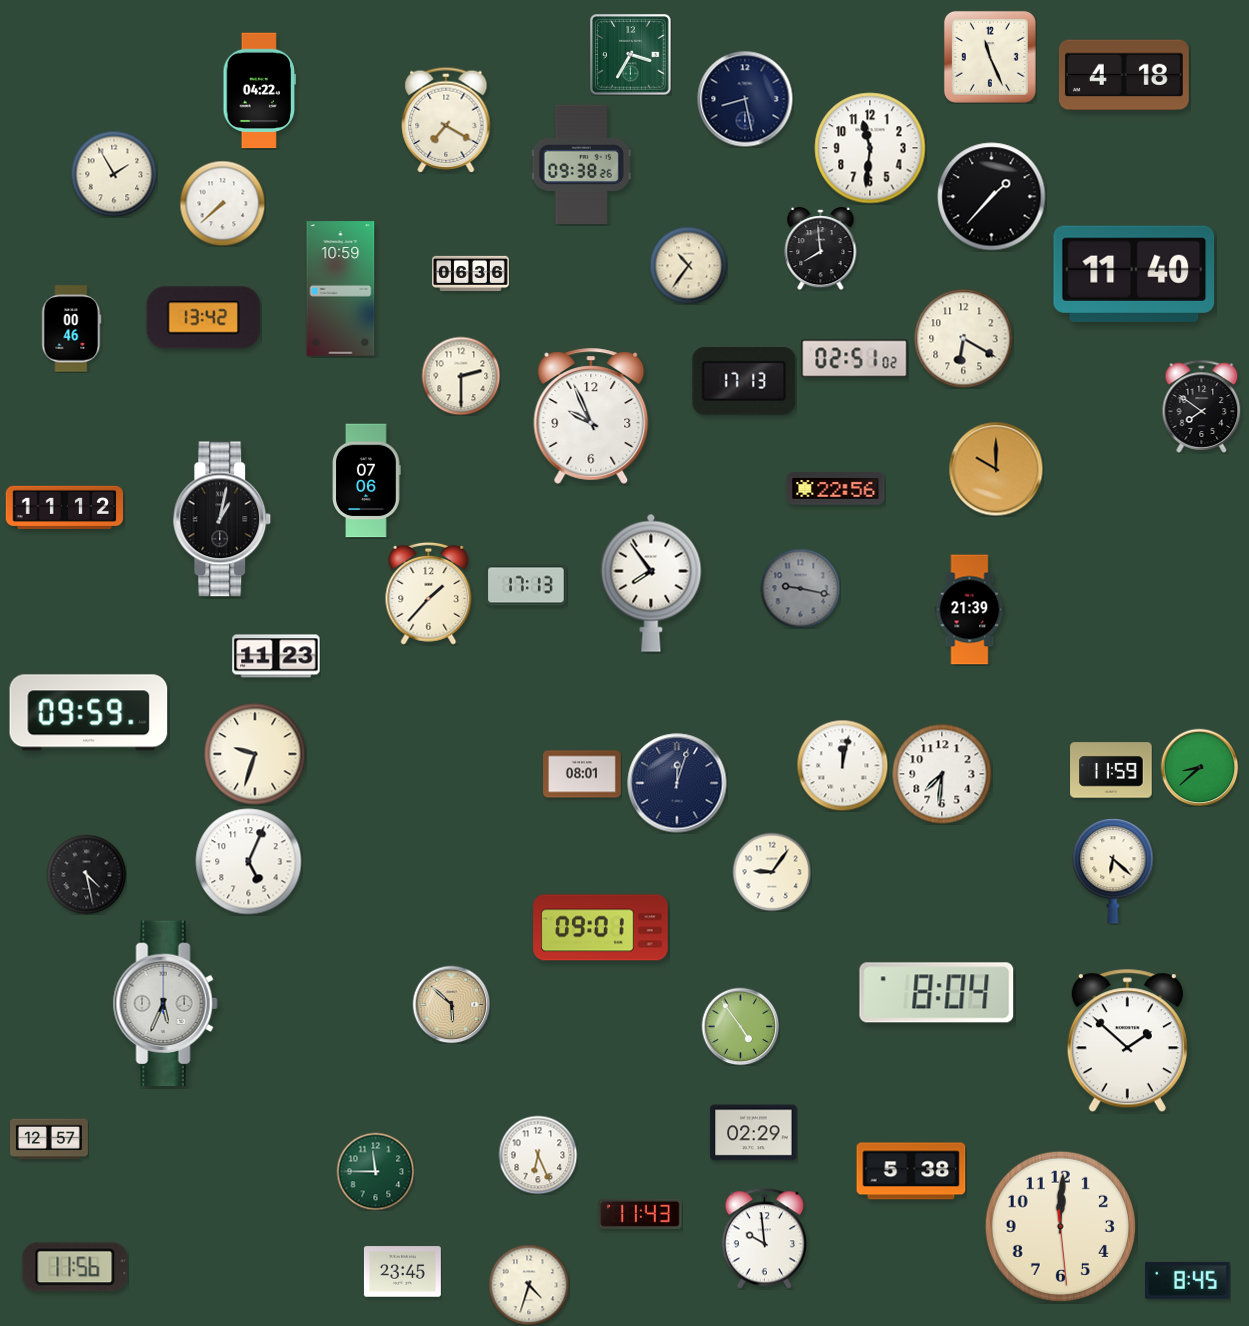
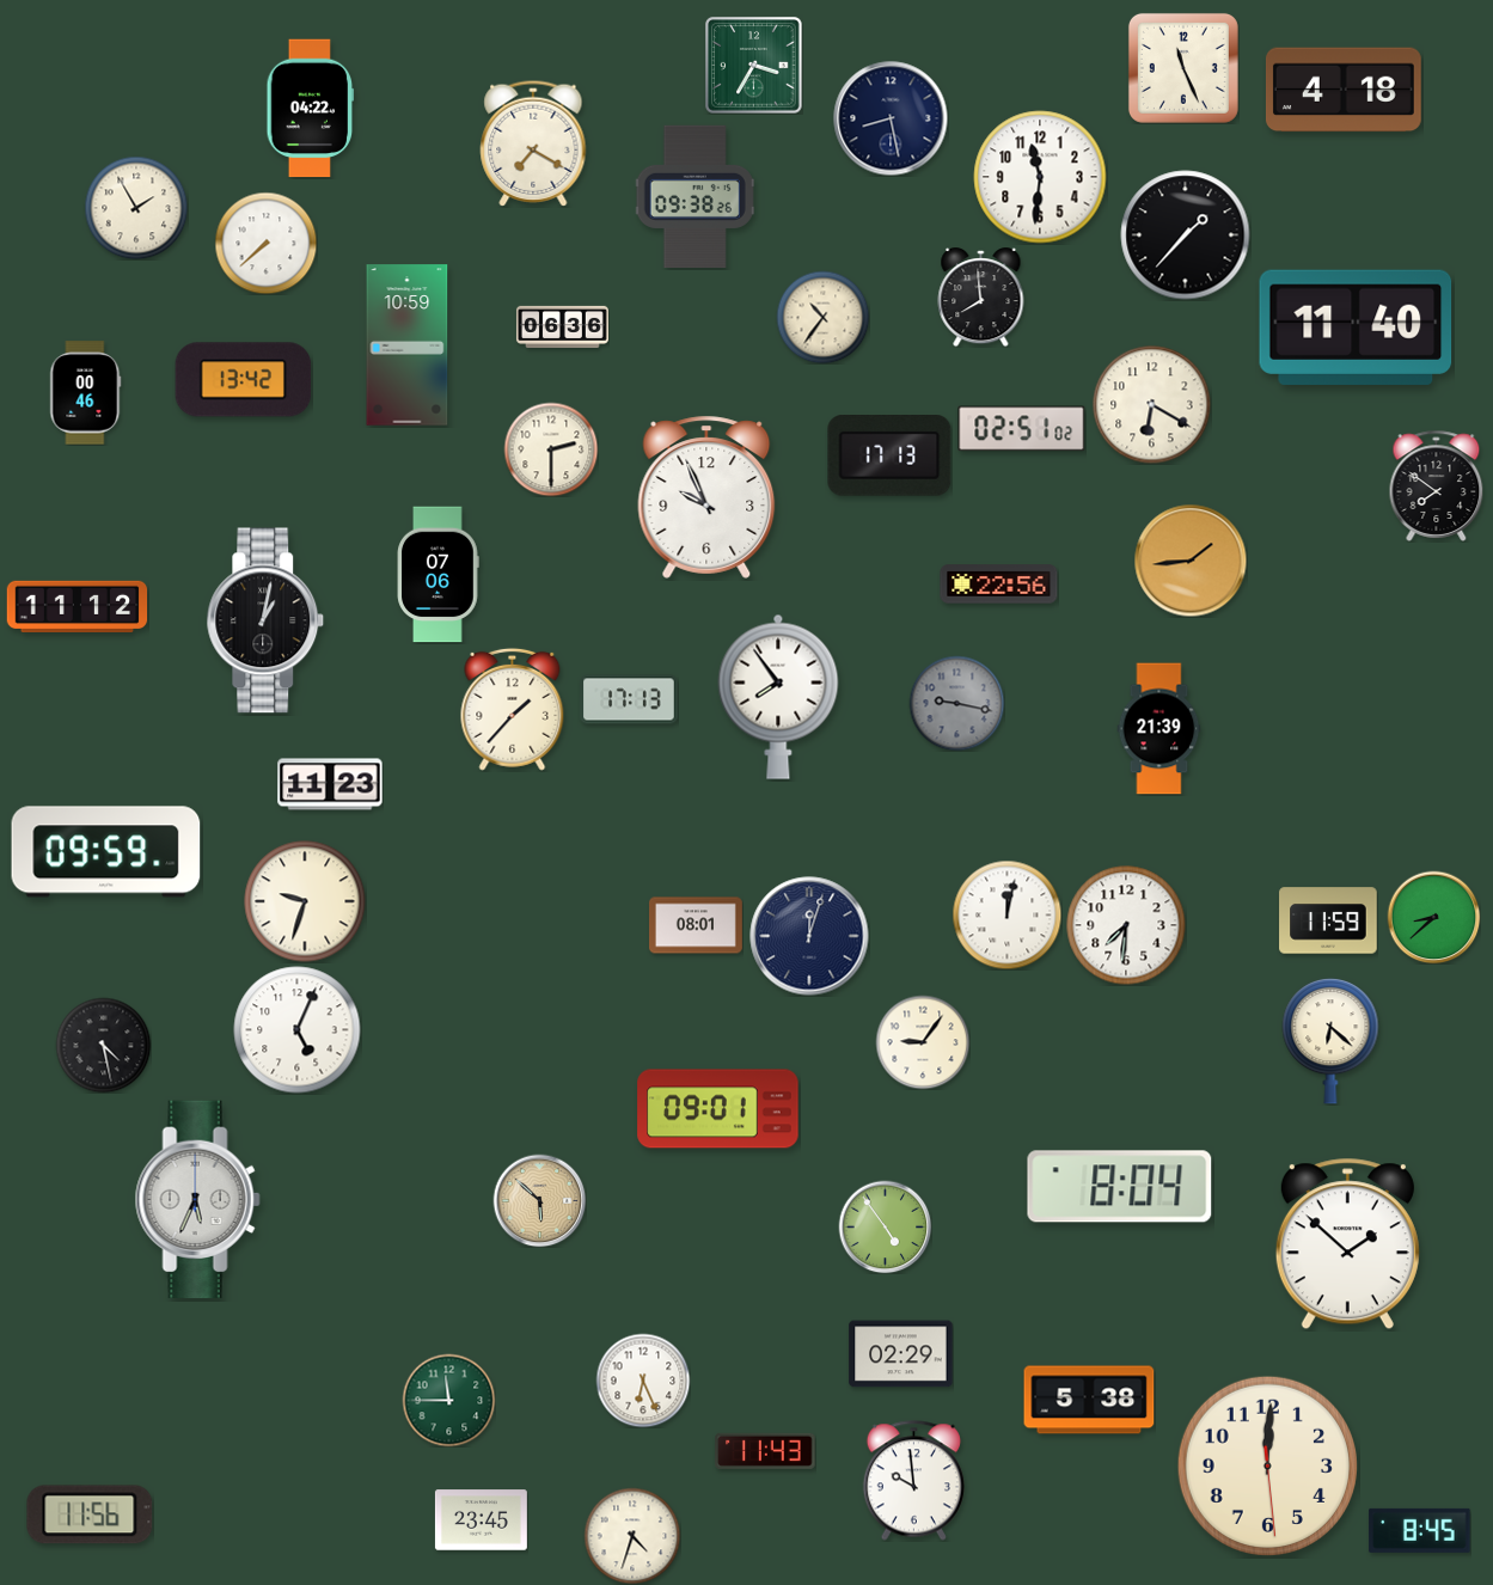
clock at (996, 469): 10:00 -> 1:44
clock at (50, 1139): 12:57 -> none
